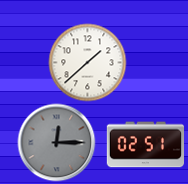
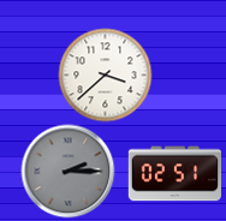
clock at (87, 62): 1:38 -> 3:38
clock at (56, 142): 12:15 -> 2:15
